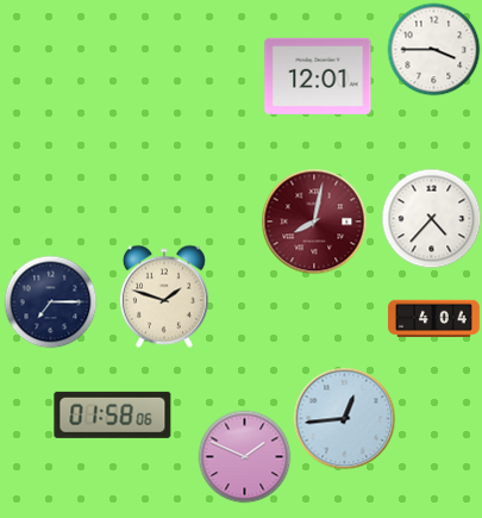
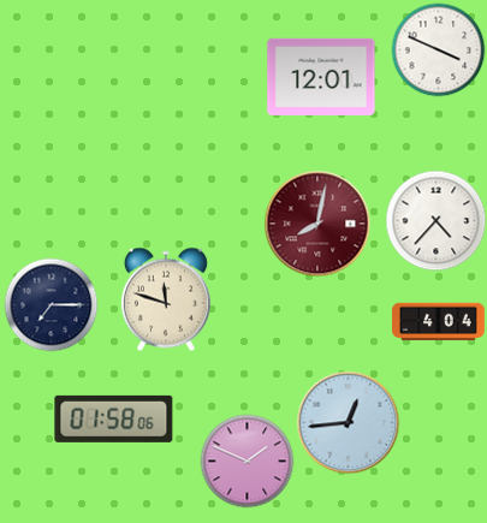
clock at (433, 49): 3:45 -> 3:49
clock at (164, 297): 1:48 -> 11:48
